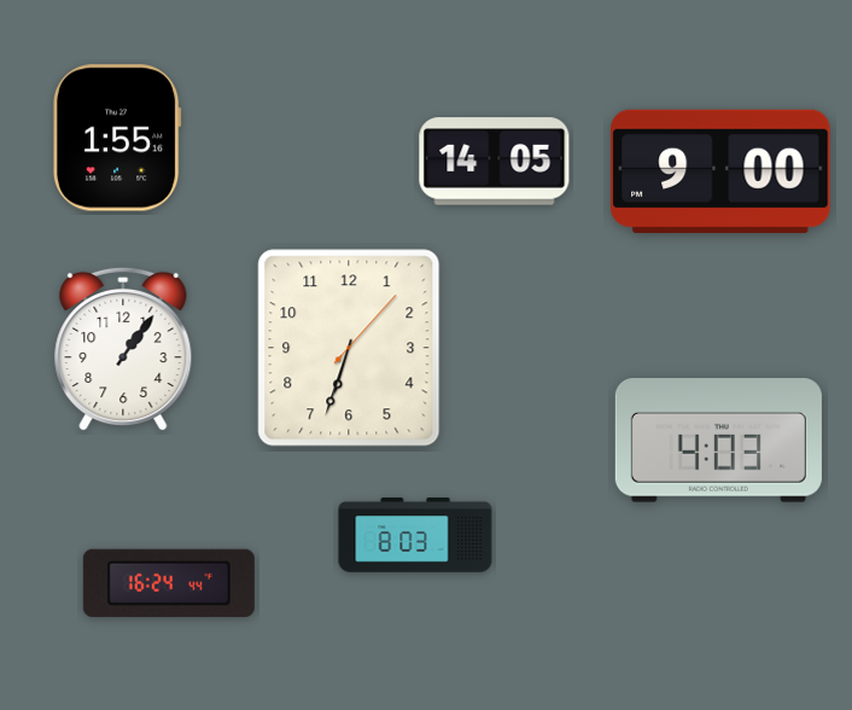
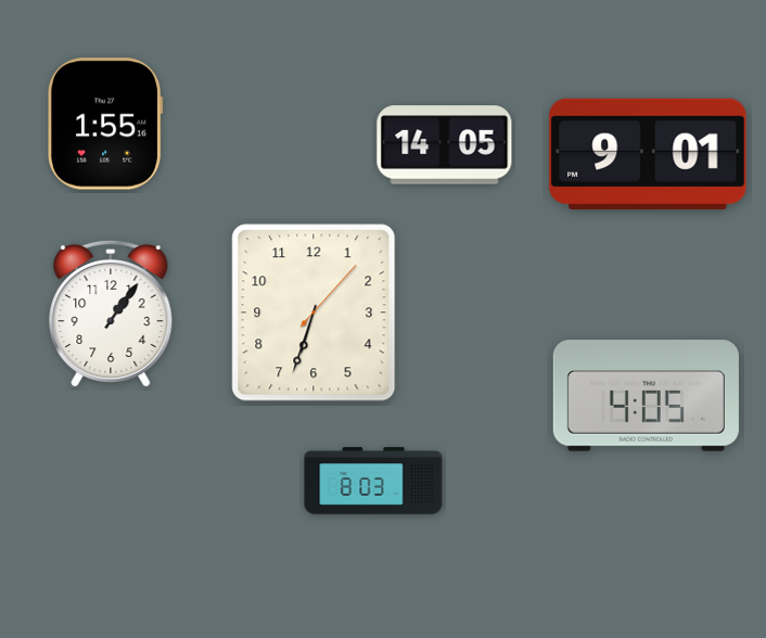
clock at (720, 171): 9:00 -> 9:01
clock at (718, 441): 4:03 -> 4:05
clock at (169, 583): 16:24 -> none
